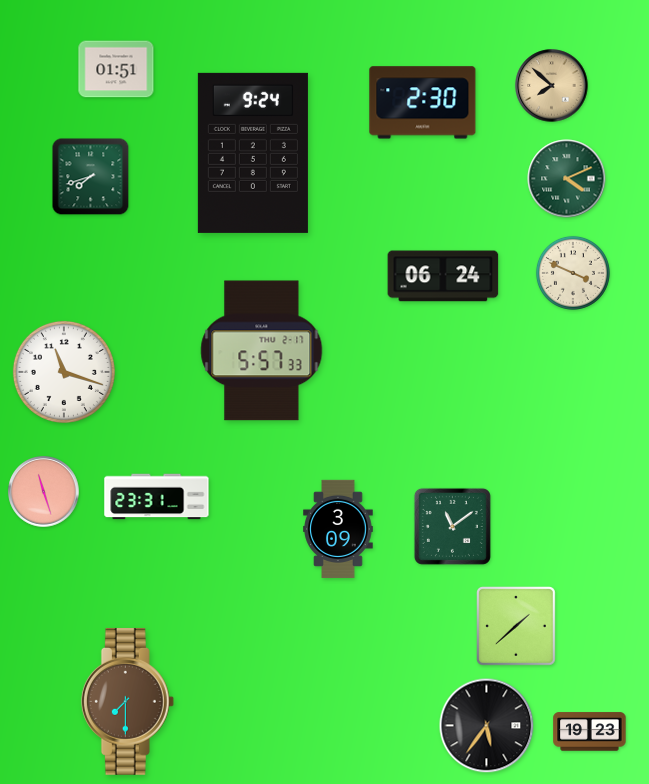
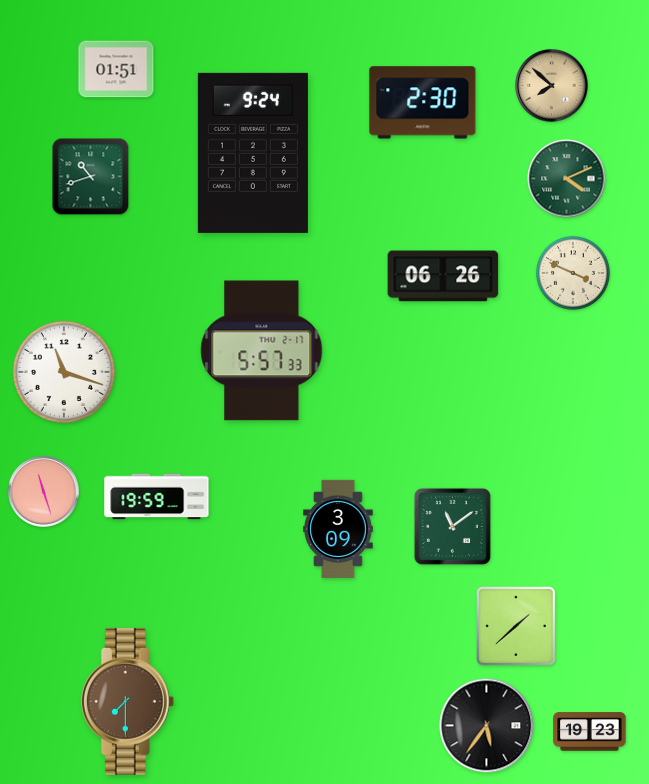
clock at (91, 177): 7:42 -> 10:42
clock at (443, 276): 06:24 -> 06:26
clock at (157, 497): 23:31 -> 19:59
